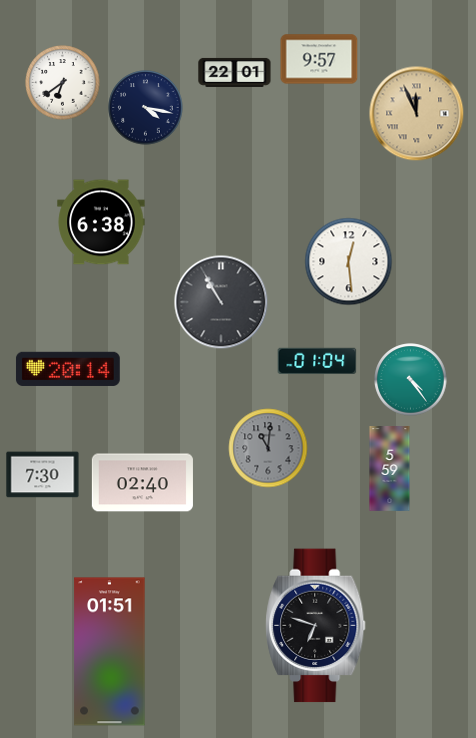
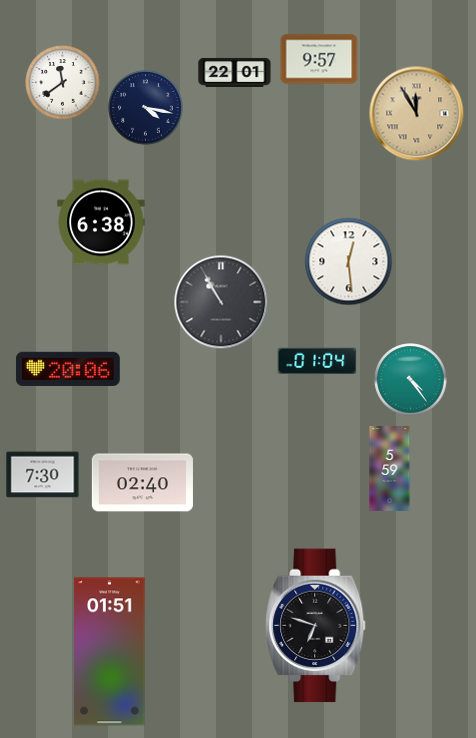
clock at (63, 83): 6:39 -> 11:39
clock at (417, 114): 11:56 -> 11:55
clock at (68, 368): 20:14 -> 20:06
clock at (268, 448): 11:01 -> none
